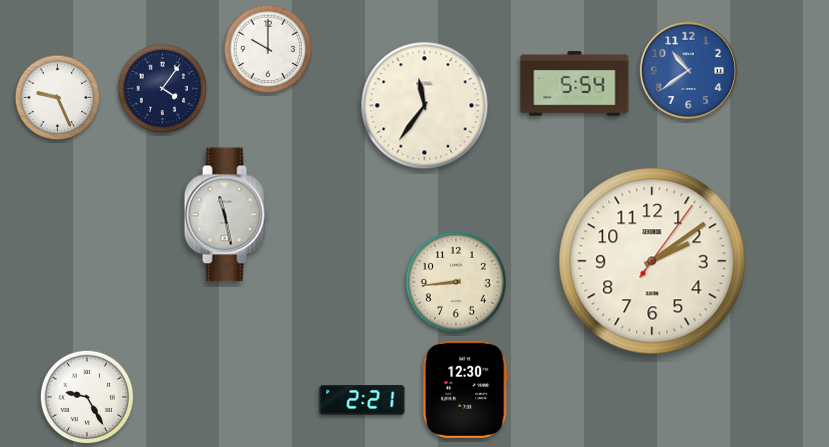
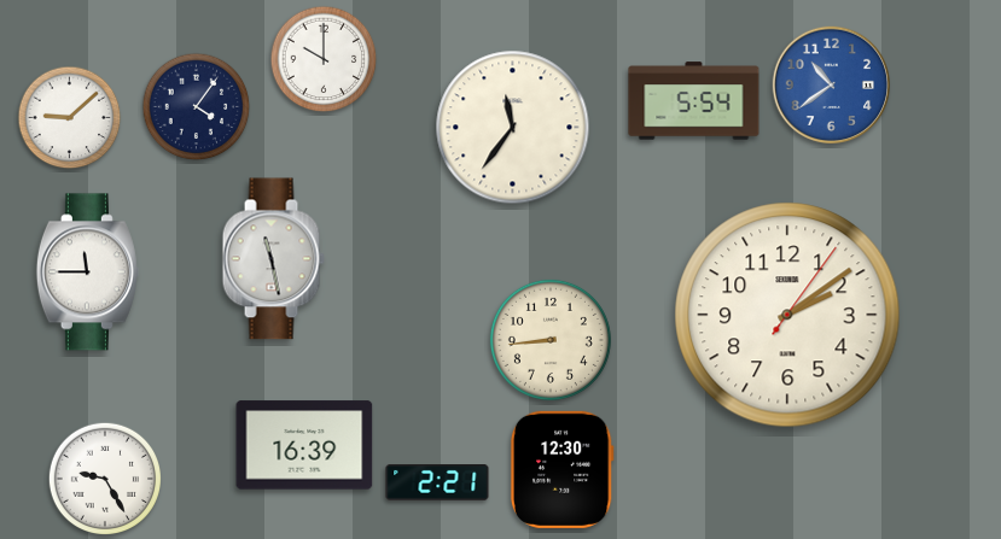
clock at (58, 98): 9:26 -> 9:08
clock at (87, 273): none -> 11:45
clock at (304, 445): none -> 16:39
